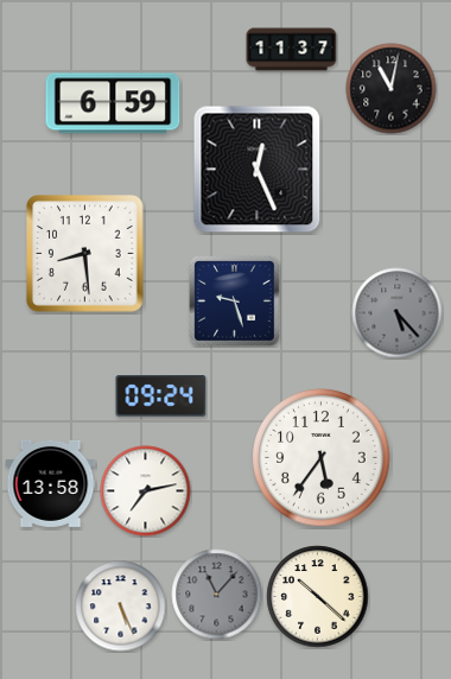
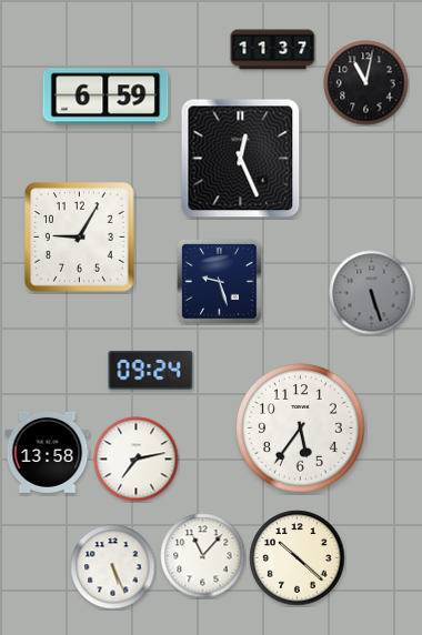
clock at (292, 50) position: (292, 50) -> (273, 50)
clock at (85, 254): 8:29 -> 9:05
clock at (398, 313): 5:23 -> 5:27
clock at (217, 595) dial: grey -> white
